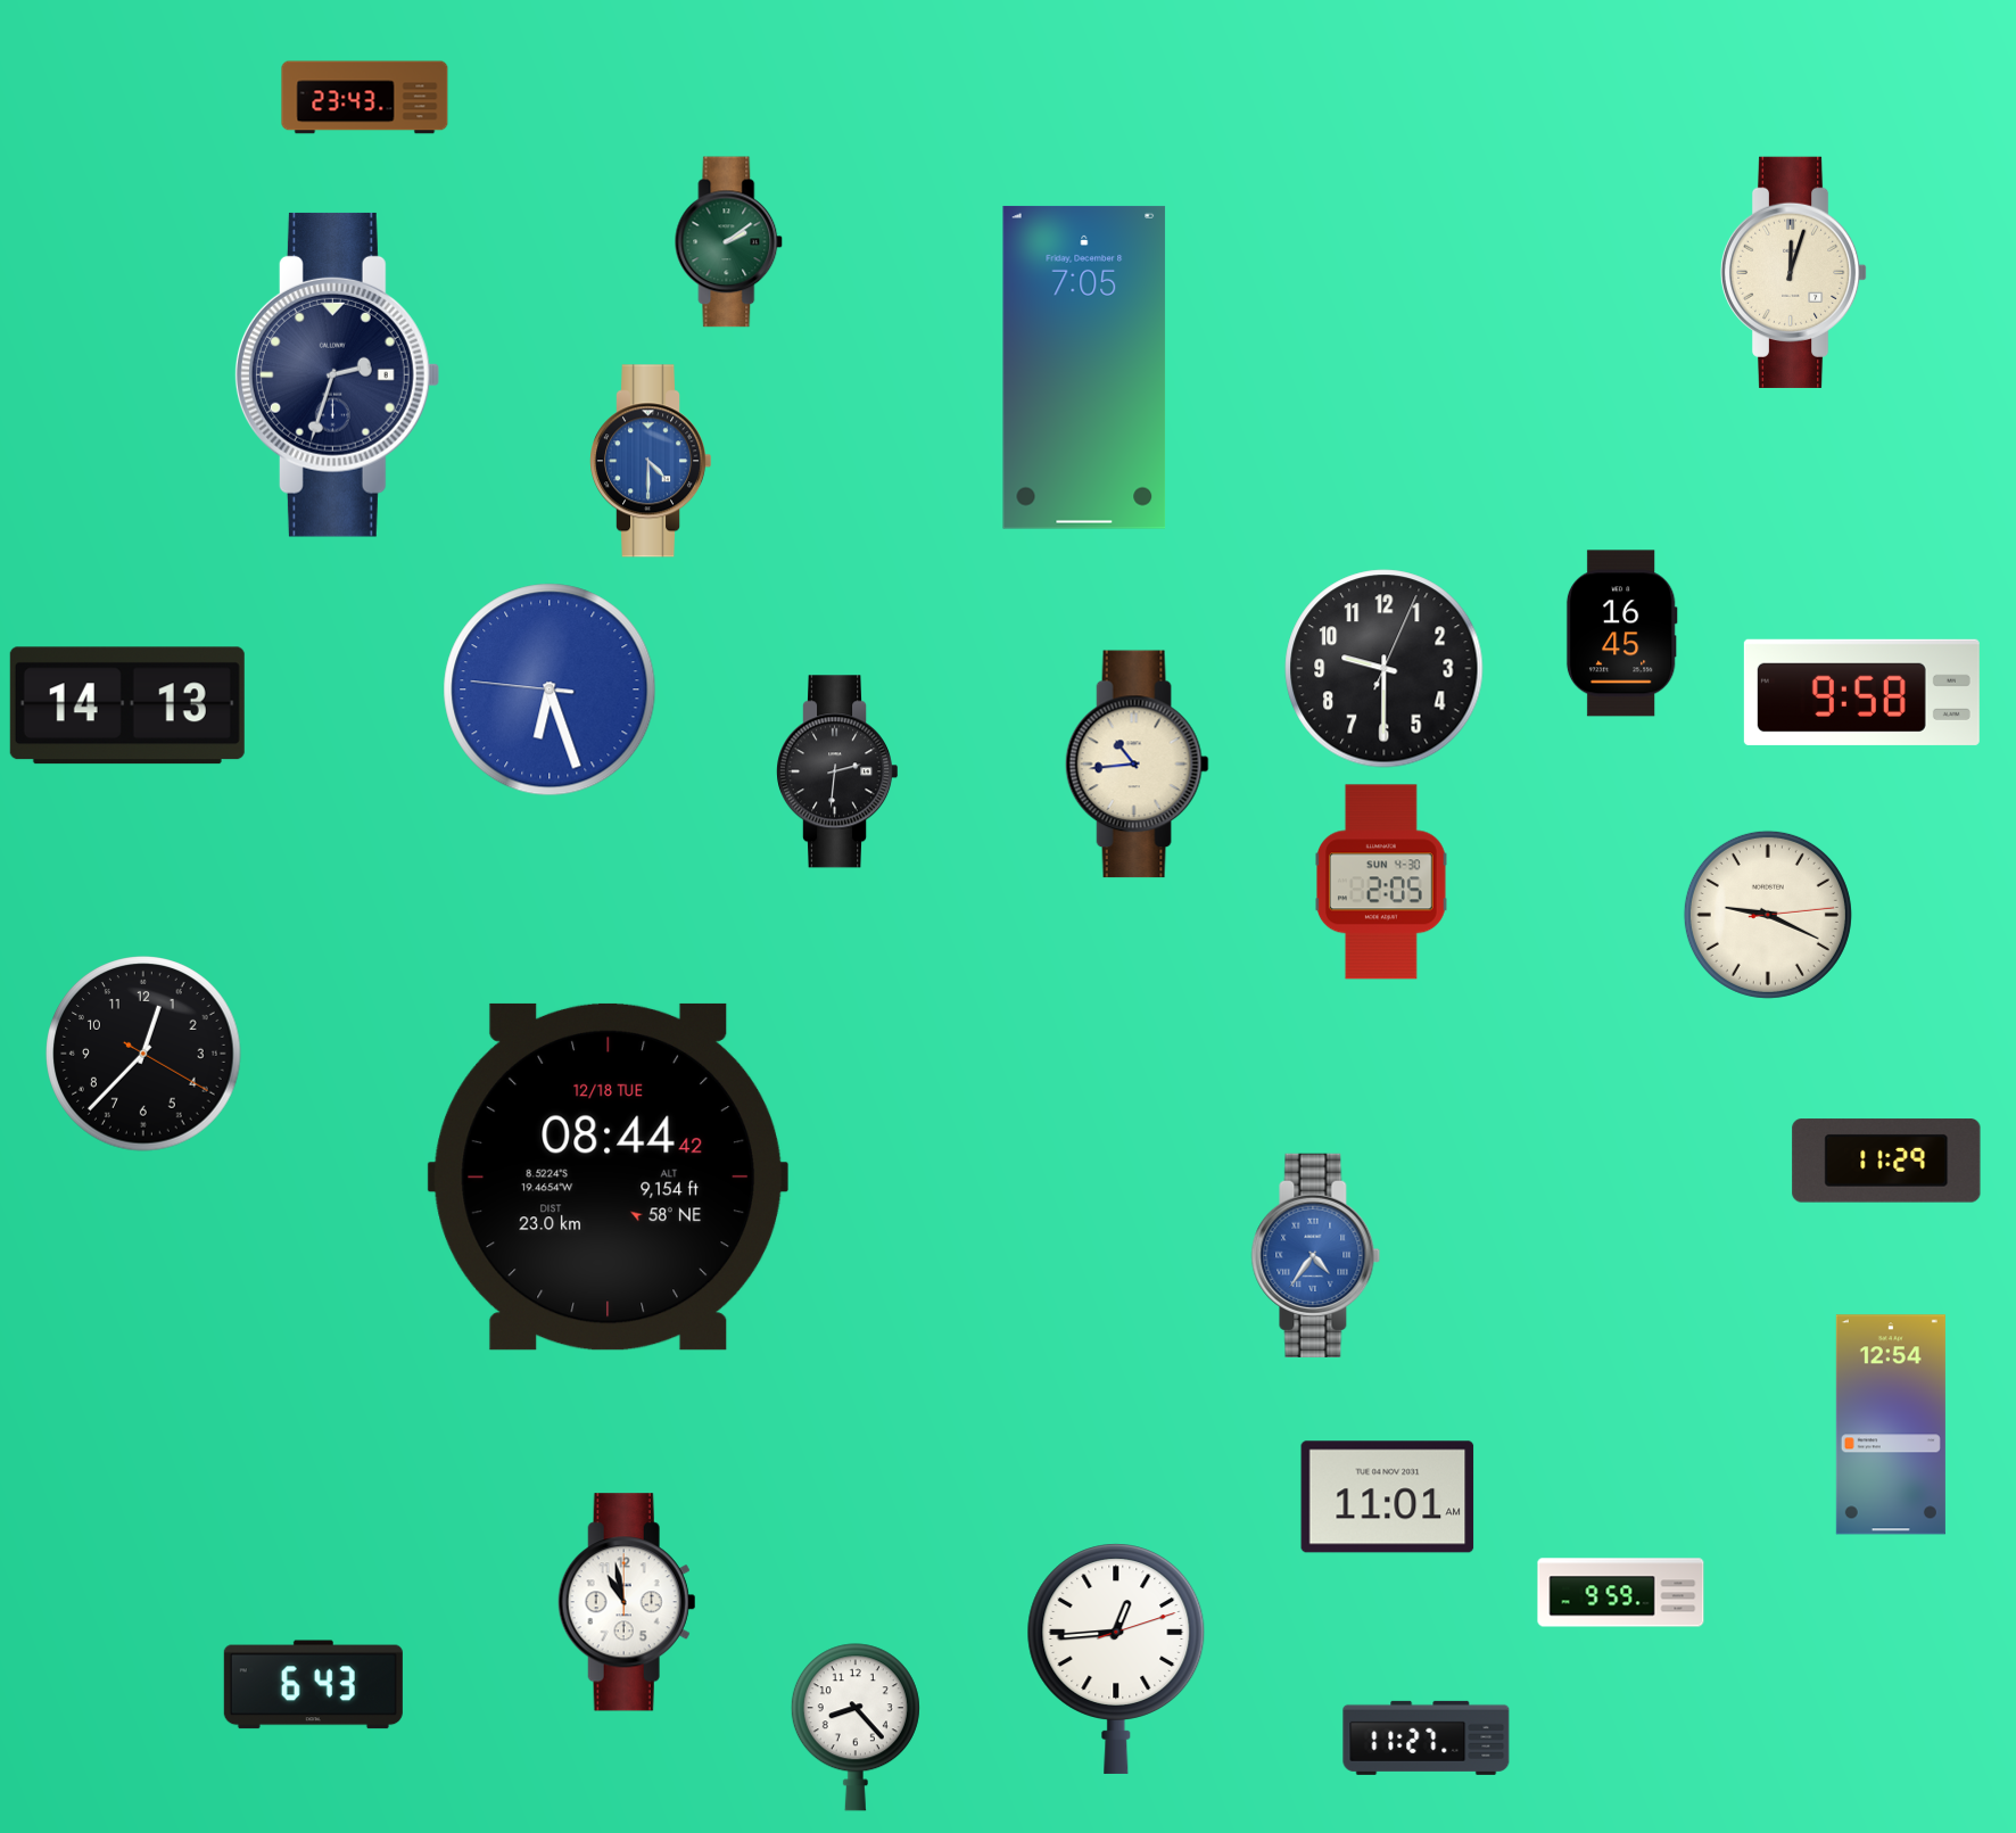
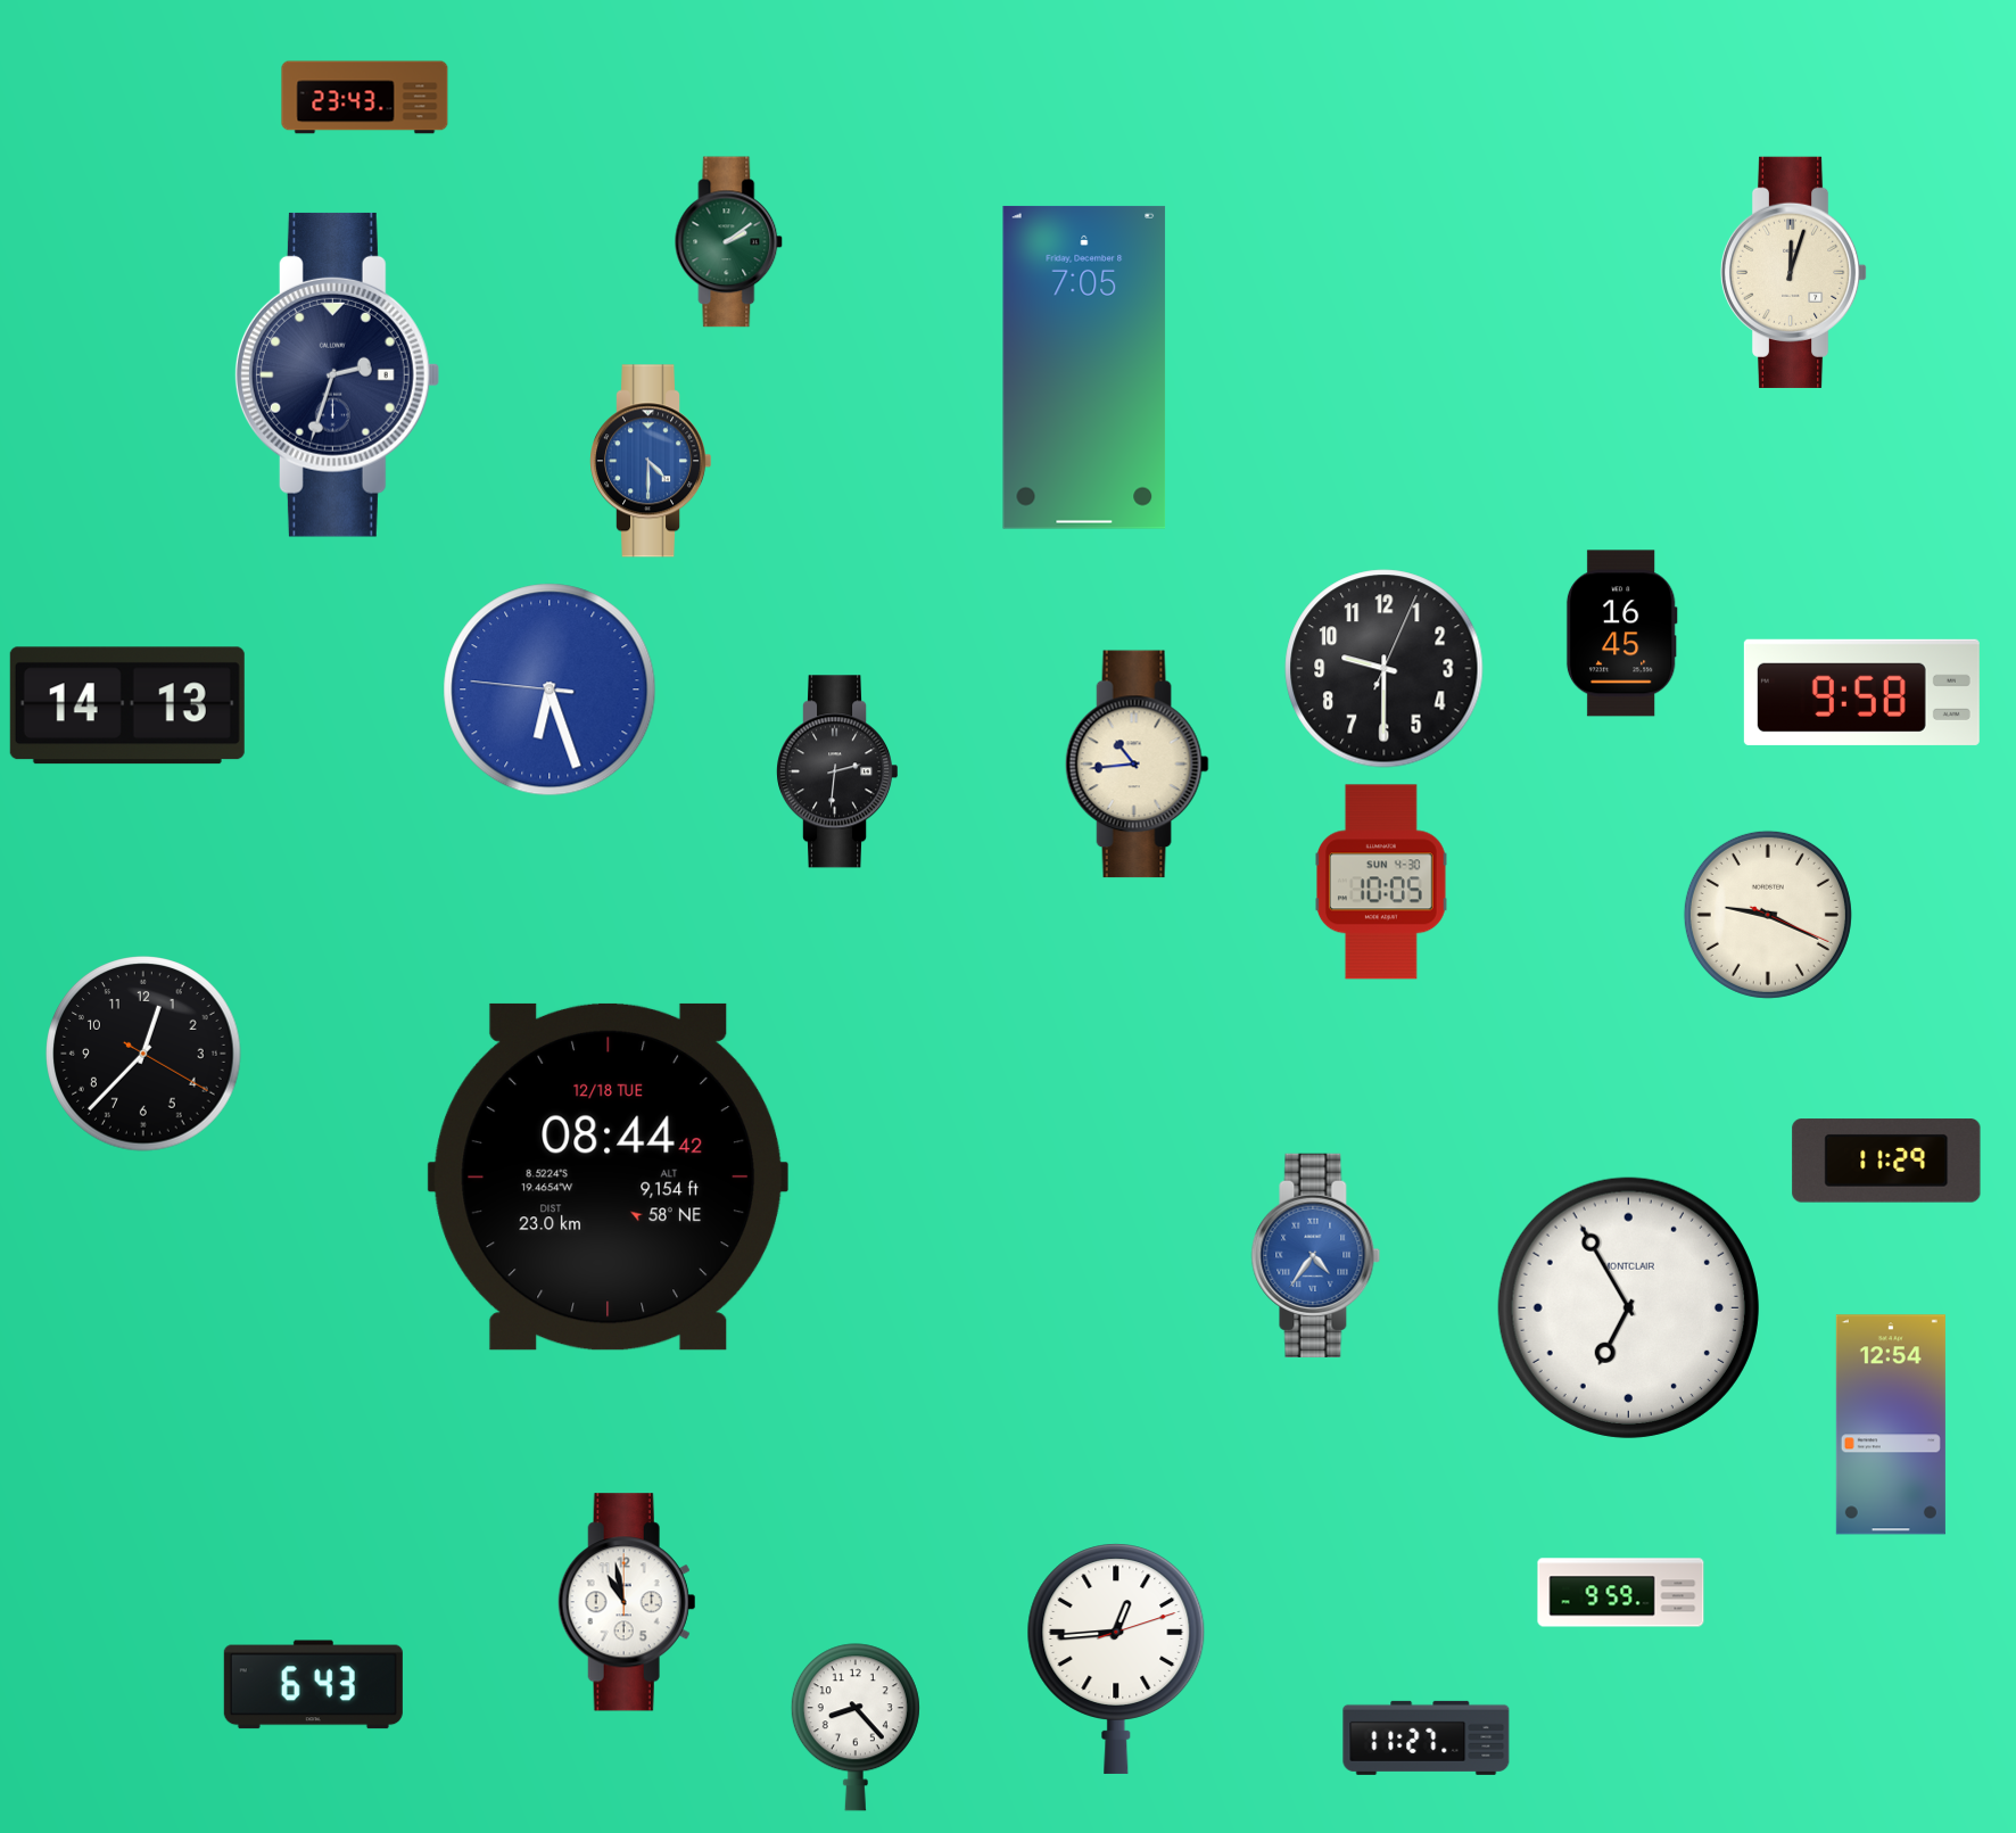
clock at (1381, 882): 2:05 -> 10:05
clock at (1768, 915): 9:19:14 -> 9:19:19
clock at (1628, 1307): none -> 6:55
clock at (1388, 1497): 11:01 -> none
